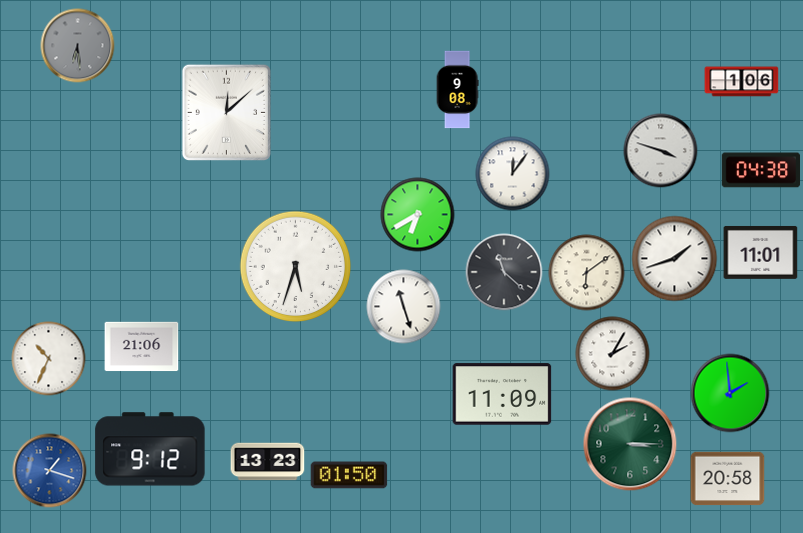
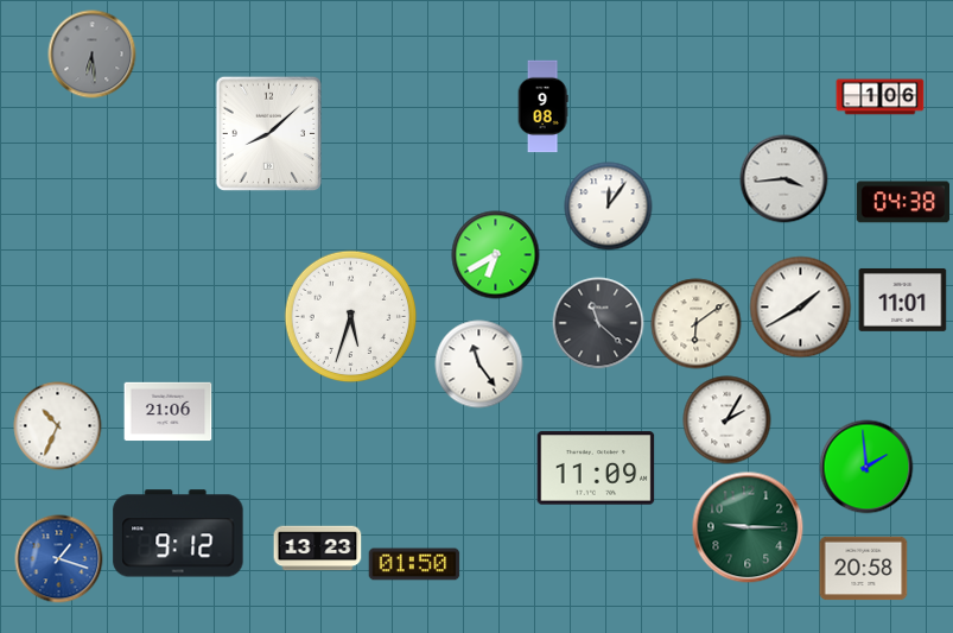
clock at (226, 112): 12:08 -> 8:08
clock at (661, 151): 3:48 -> 3:44
clock at (675, 259): 1:42 -> 1:40
clock at (404, 307): 11:27 -> 11:24
clock at (630, 444): 3:15 -> 9:15
